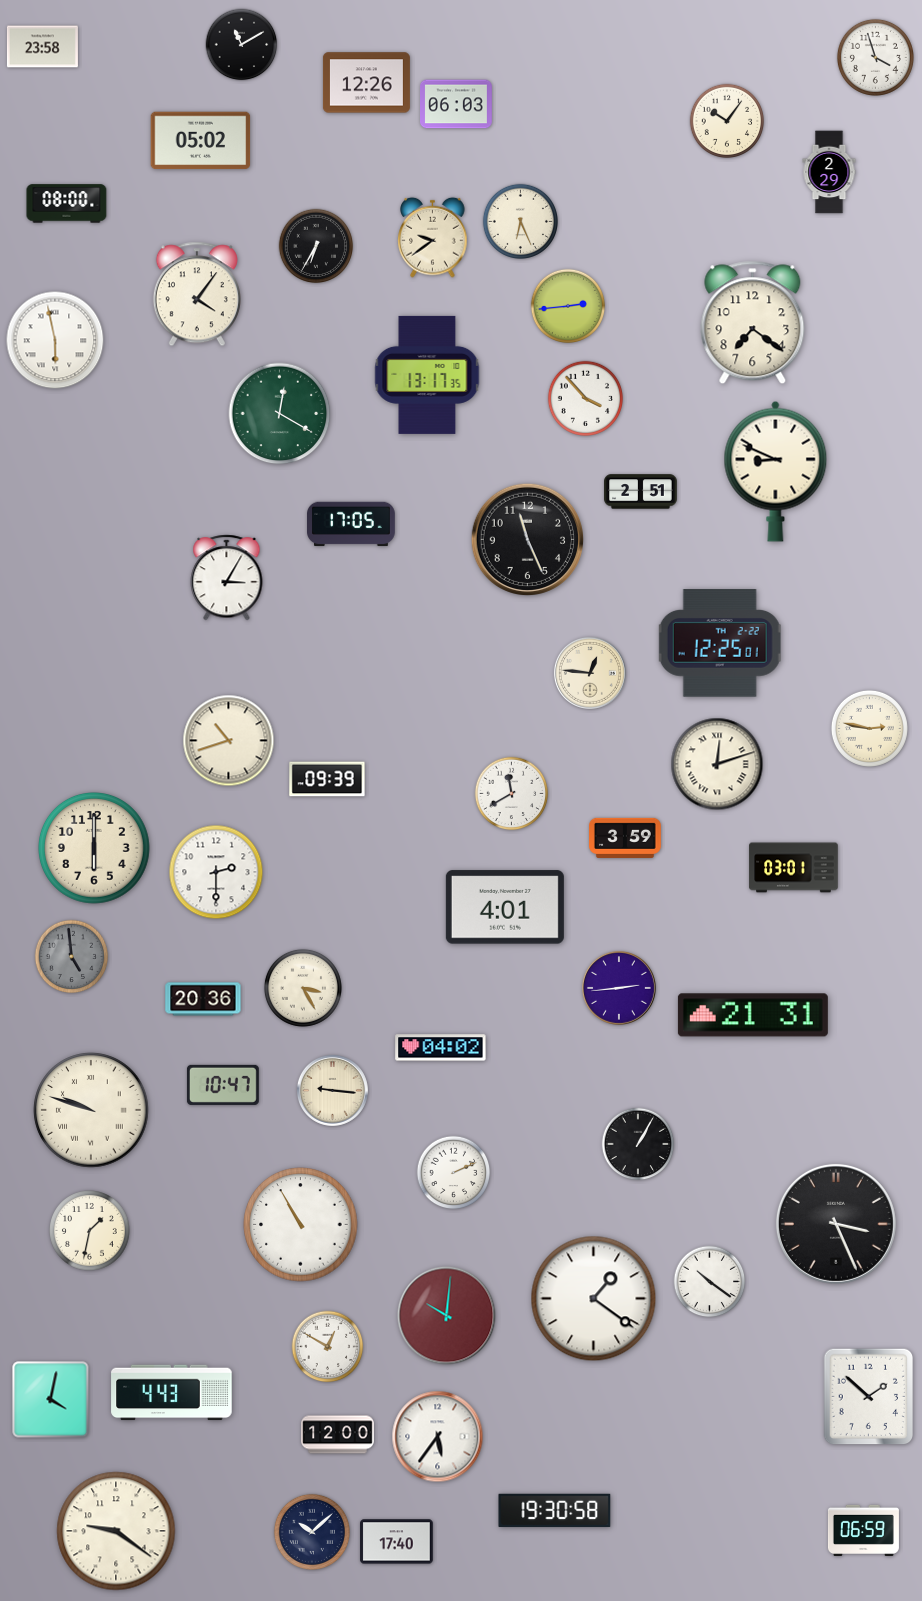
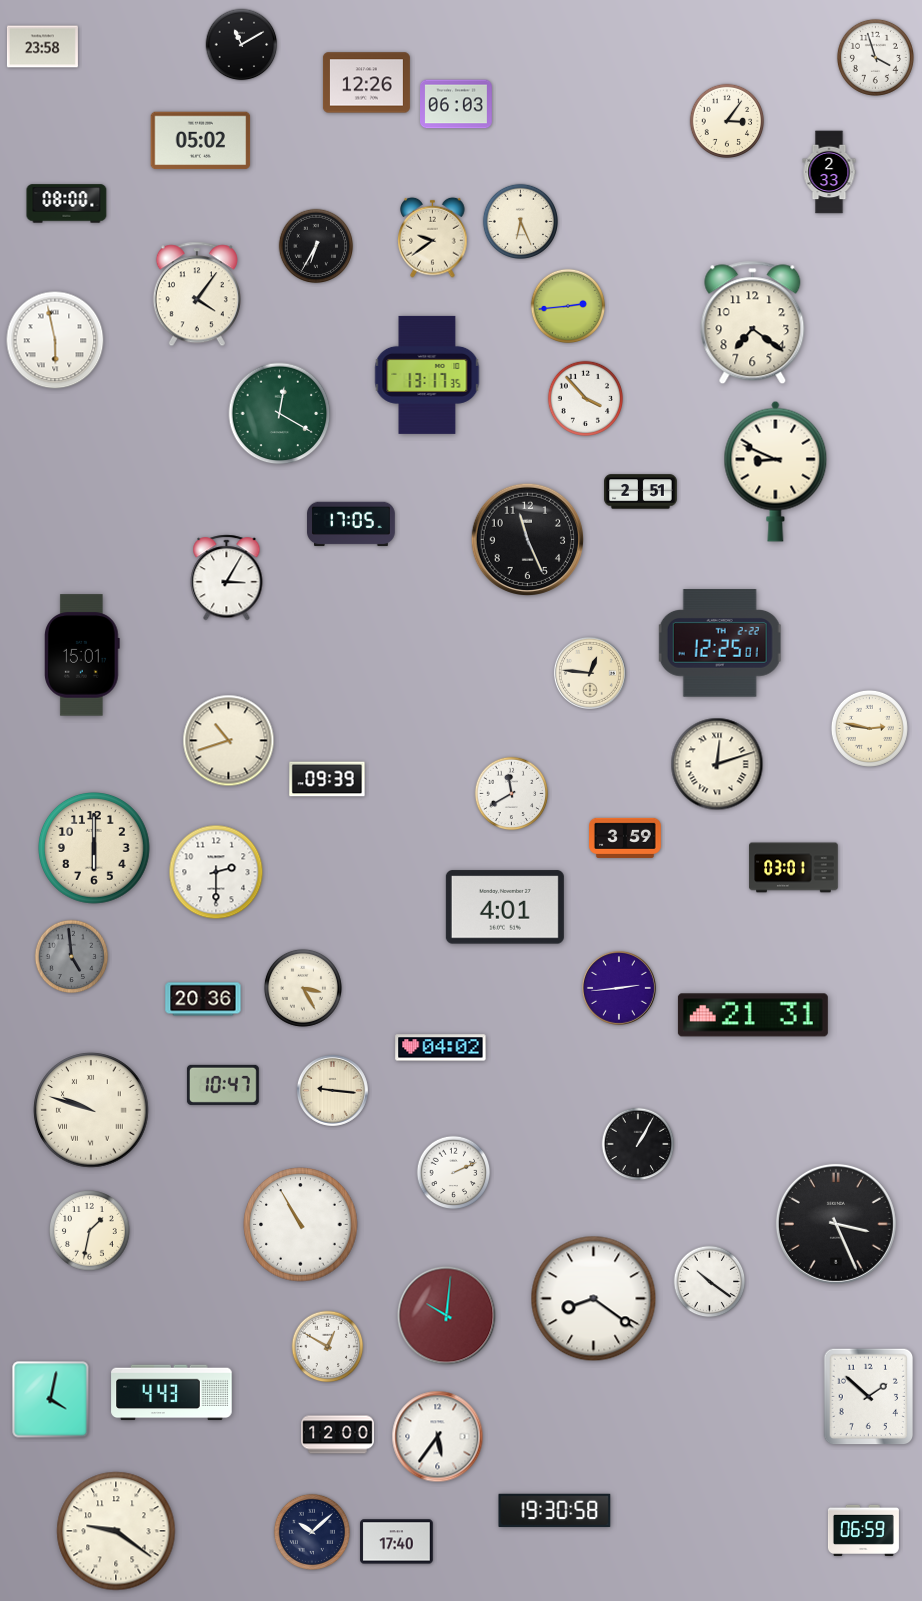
clock at (727, 121): 10:06 -> 3:06
clock at (829, 172): 2:29 -> 2:33
clock at (83, 655): none -> 15:01
clock at (594, 1299): 1:21 -> 8:21
